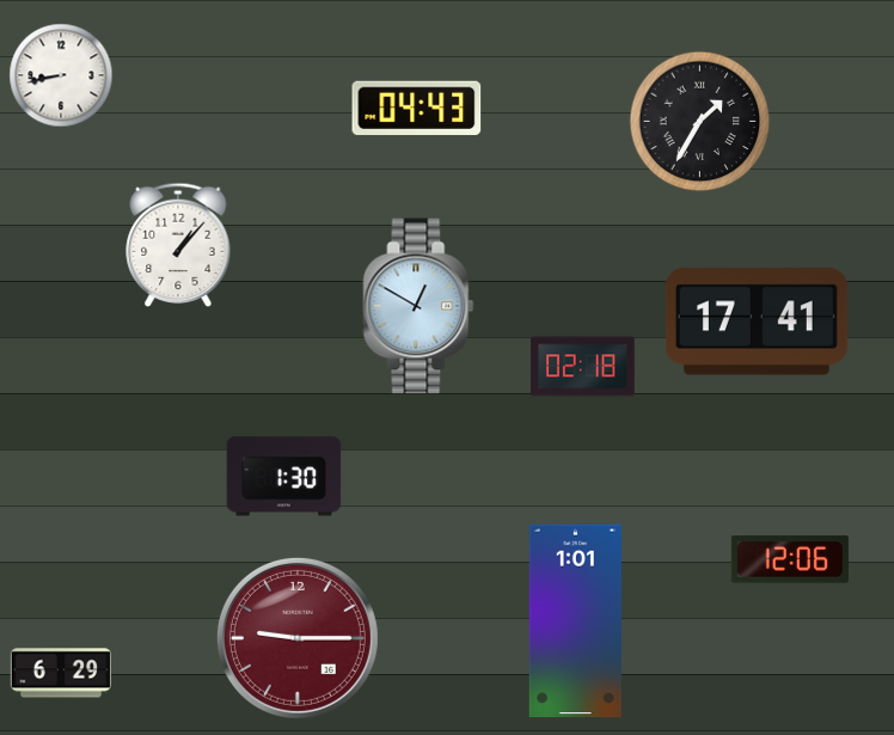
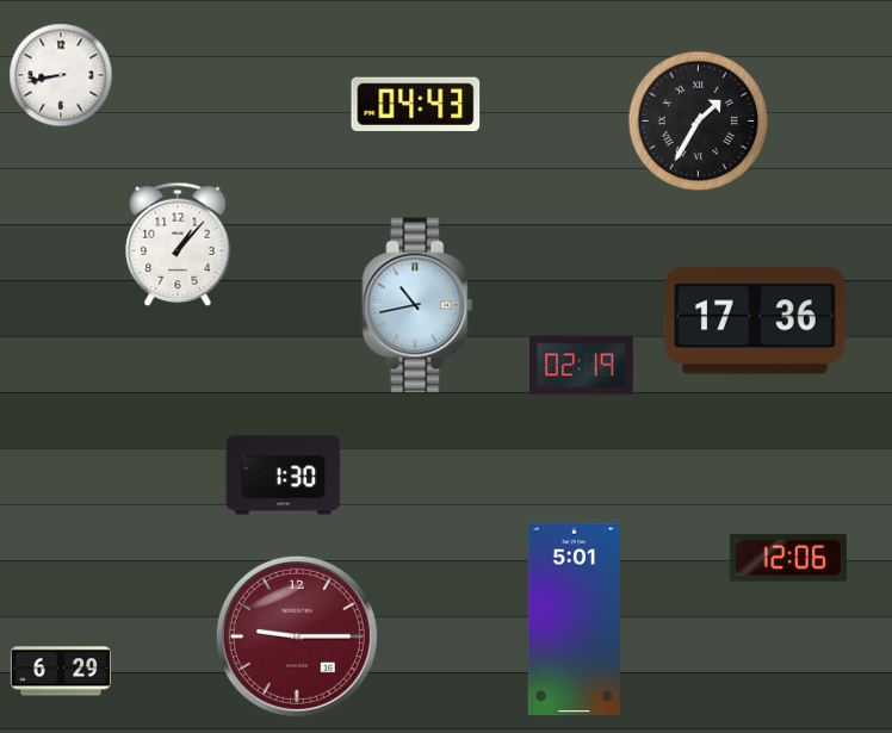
clock at (417, 108) position: (417, 108) -> (416, 104)
clock at (418, 306): 12:50 -> 10:43
clock at (757, 321): 17:41 -> 17:36
clock at (583, 367): 02:18 -> 02:19
clock at (575, 621): 1:01 -> 5:01
